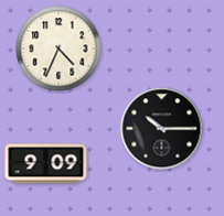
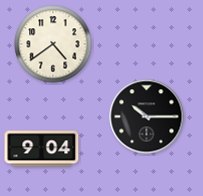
clock at (58, 48): 4:34 -> 4:39
clock at (46, 164): 9:09 -> 9:04
